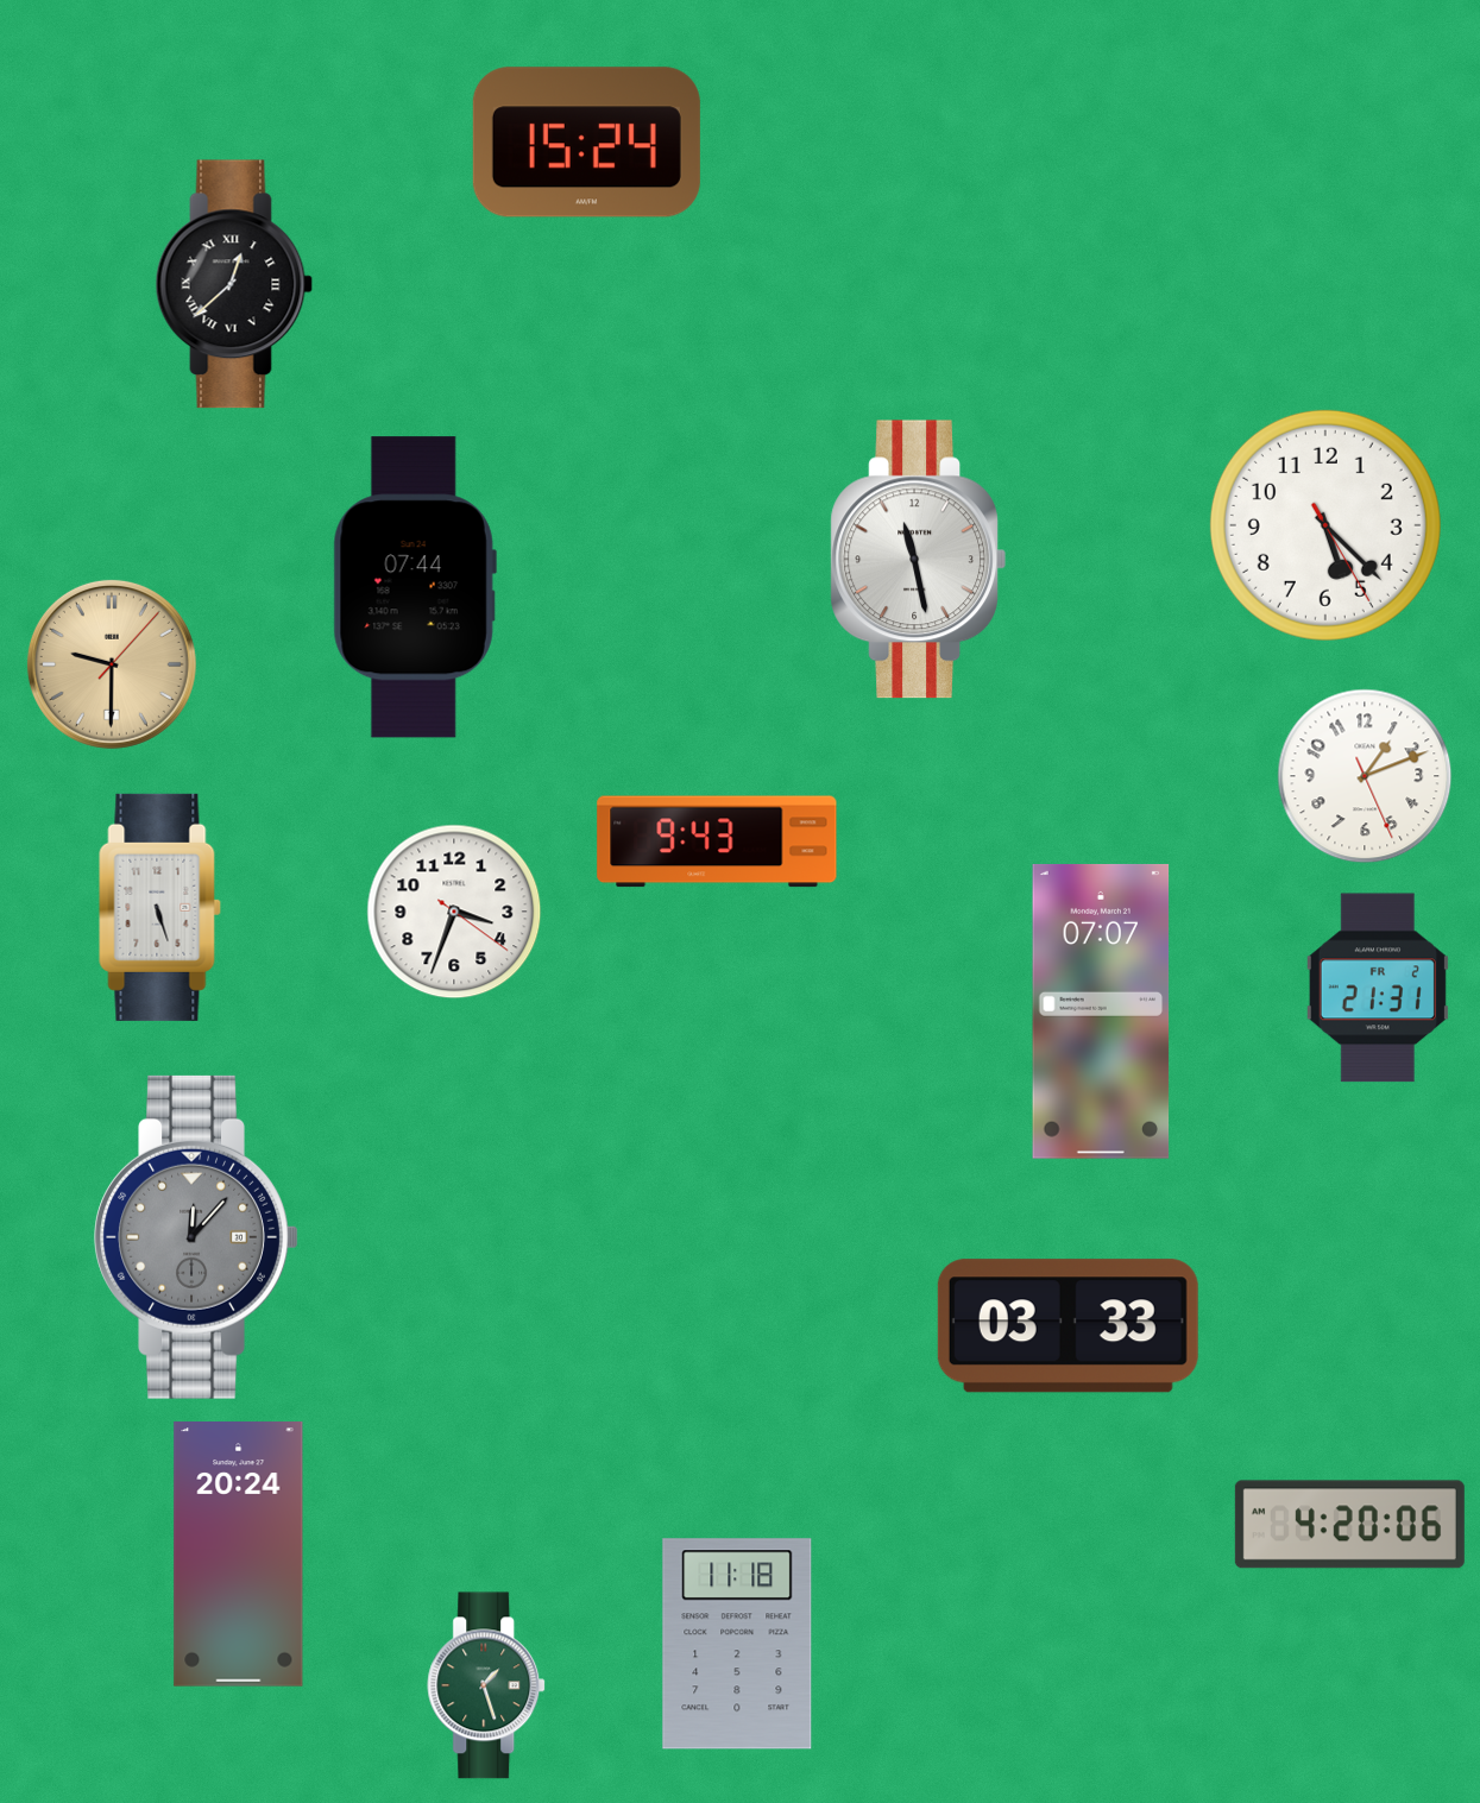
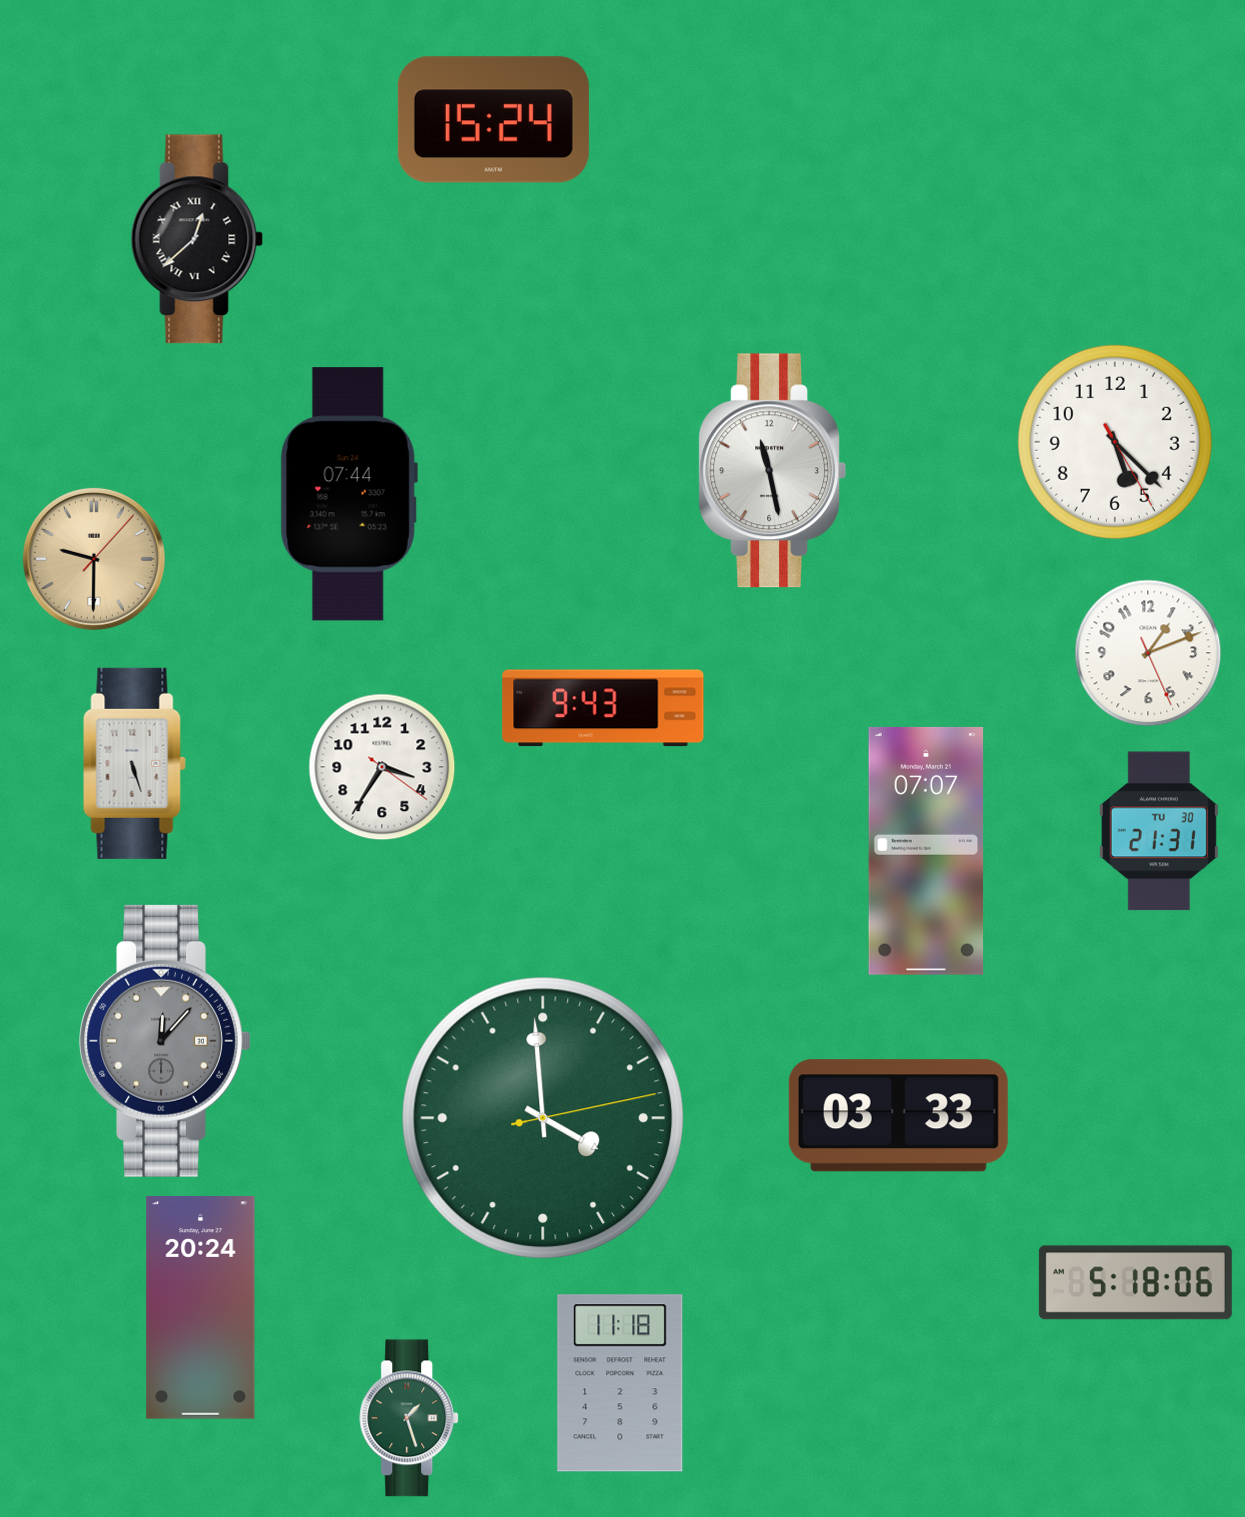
clock at (454, 912): 3:33 -> 3:35
clock at (1378, 988) date: FR 2 -> TU 30
clock at (542, 1117): none -> 3:59
clock at (1349, 1525): 4:20 -> 5:18
